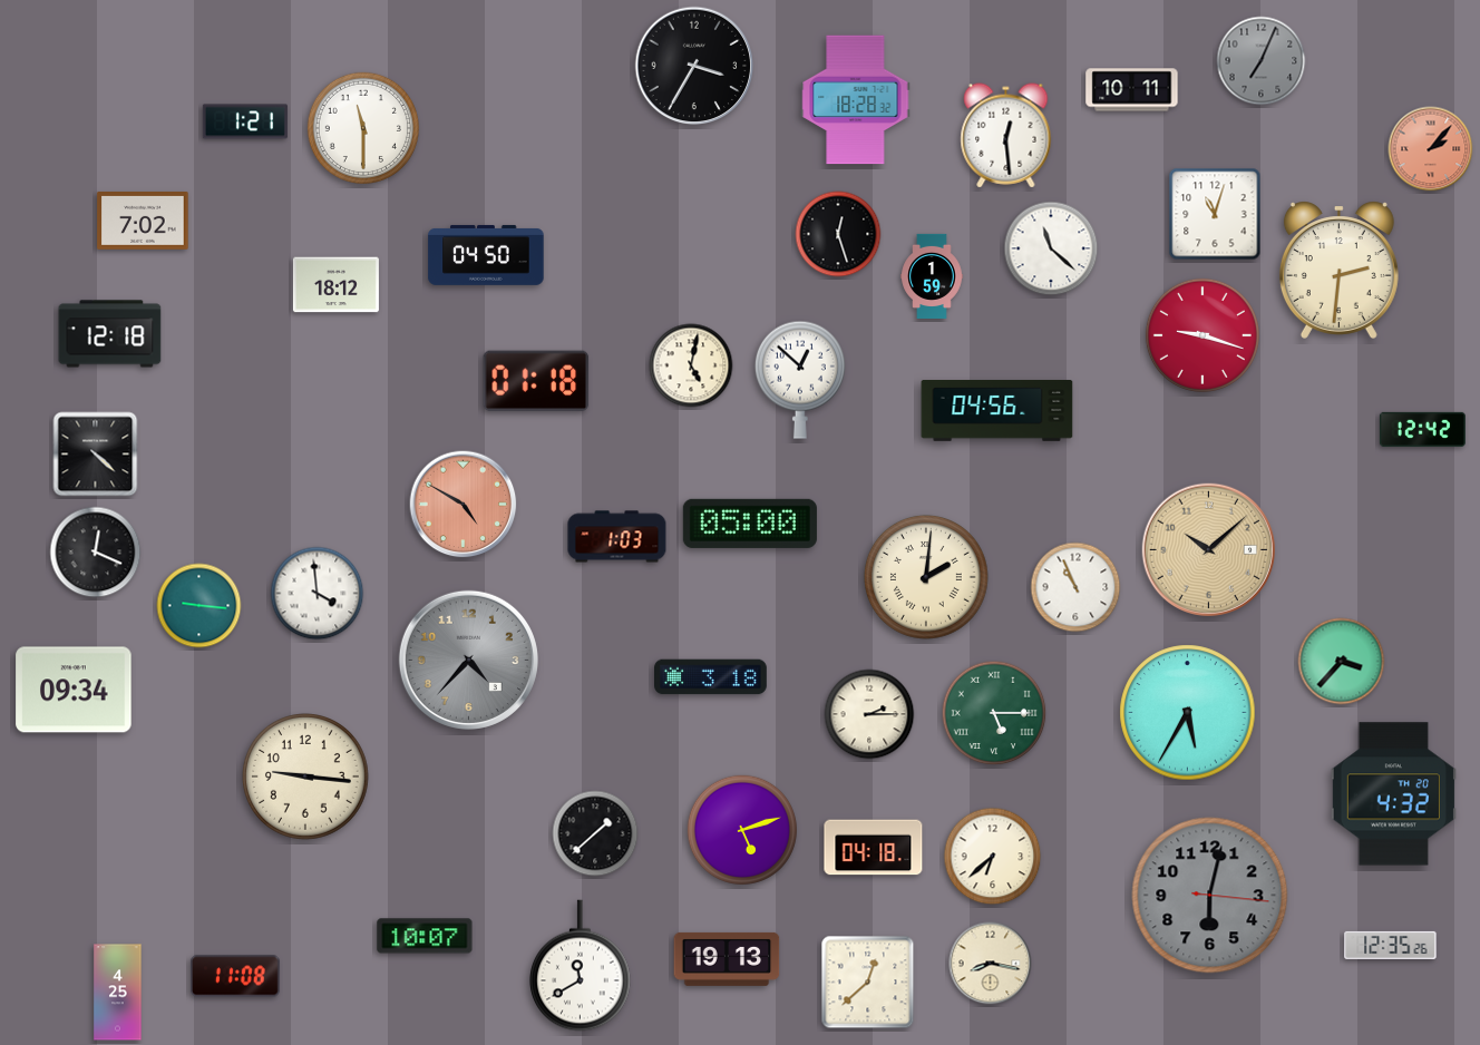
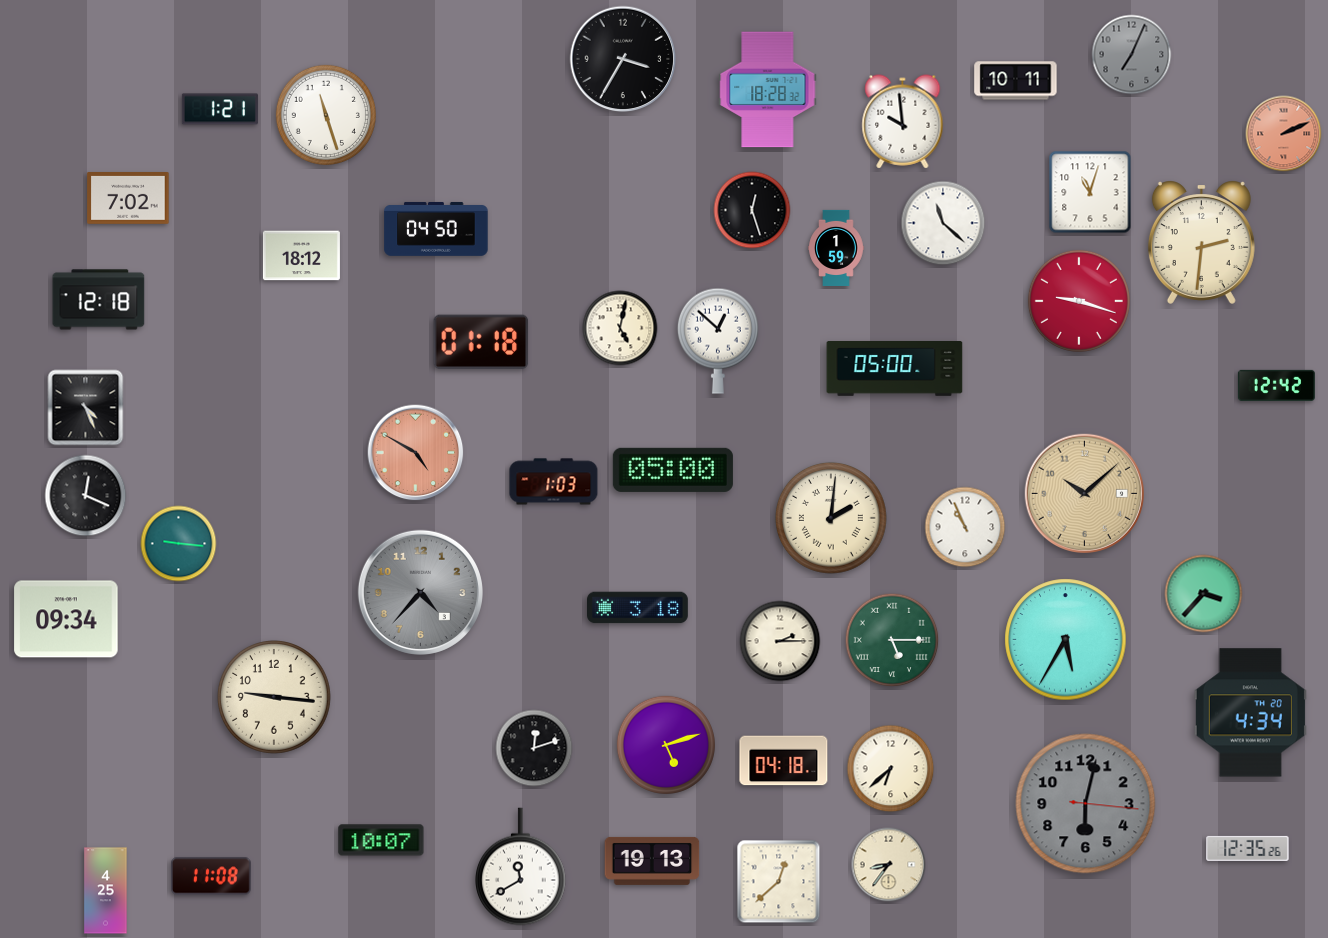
clock at (363, 128): 11:30 -> 11:27
clock at (1006, 136): 12:29 -> 9:59
clock at (1431, 149): 2:07 -> 2:11
clock at (997, 411): 04:56 -> 05:00
clock at (96, 455): 4:22 -> 4:26
clock at (318, 594): 3:59 -> none
clock at (1393, 794): 4:32 -> 4:34
clock at (595, 833): 1:38 -> 12:12
clock at (991, 964): 8:17 -> 8:36
